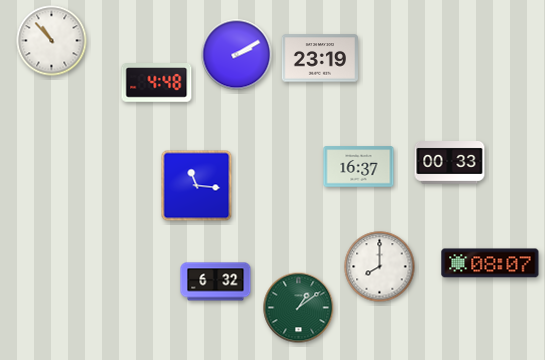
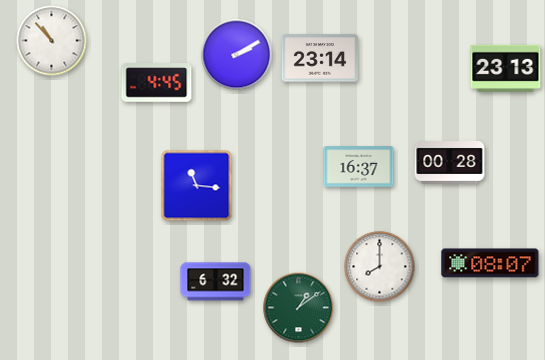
clock at (319, 58): 23:19 -> 23:14
clock at (506, 68): none -> 23:13
clock at (157, 83): 4:48 -> 4:45
clock at (450, 163): 00:33 -> 00:28
